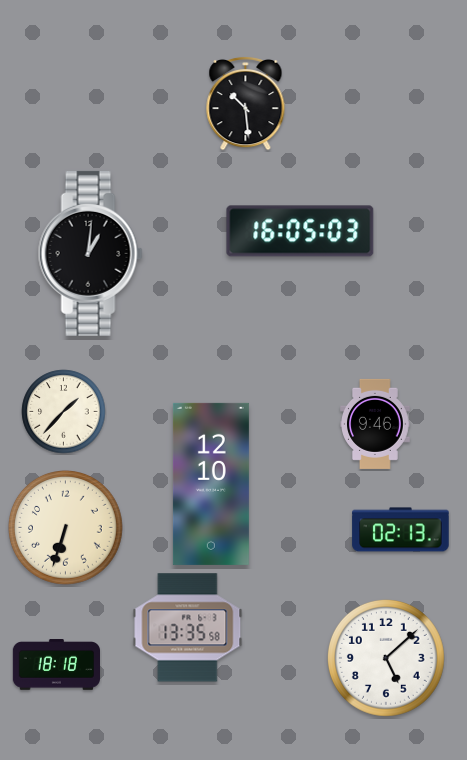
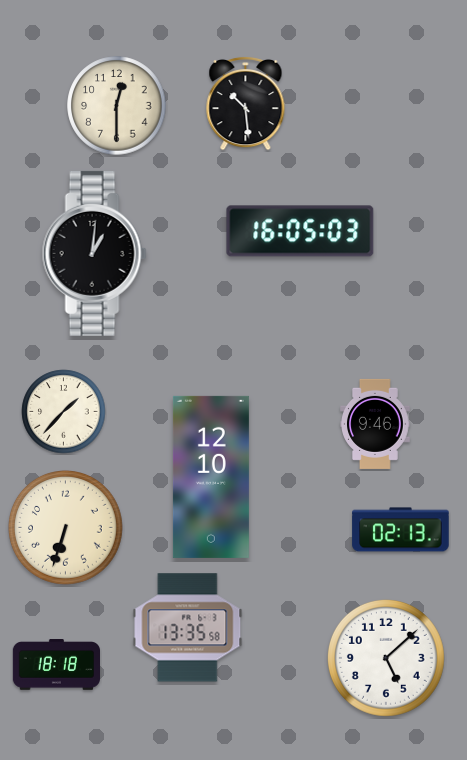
clock at (117, 106): none -> 12:30
clock at (90, 253) position: (90, 253) -> (94, 253)
clock at (211, 484) position: (211, 484) -> (211, 477)
